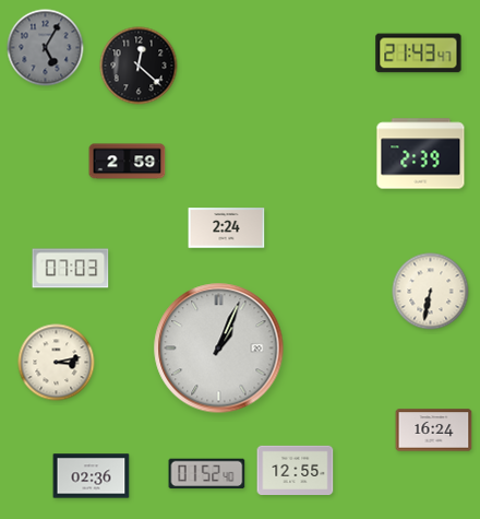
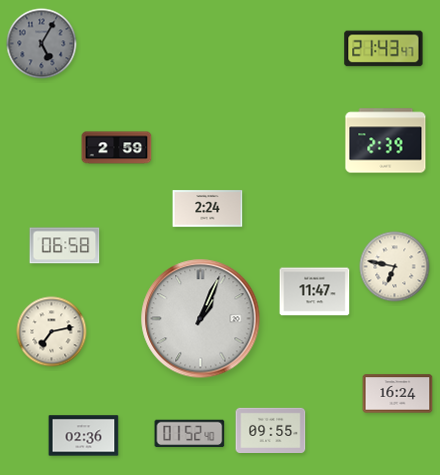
clock at (139, 66): 12:22 -> none
clock at (71, 269): 07:03 -> 06:58
clock at (431, 292): 6:32 -> 6:47
clock at (315, 292): none -> 11:47
clock at (57, 363): 3:13 -> 7:13
clock at (296, 470): 12:55 -> 09:55
